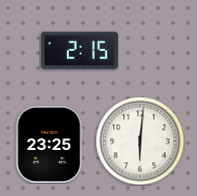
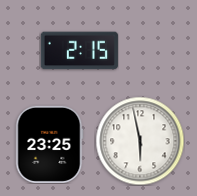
clock at (140, 141): 6:01 -> 5:58
